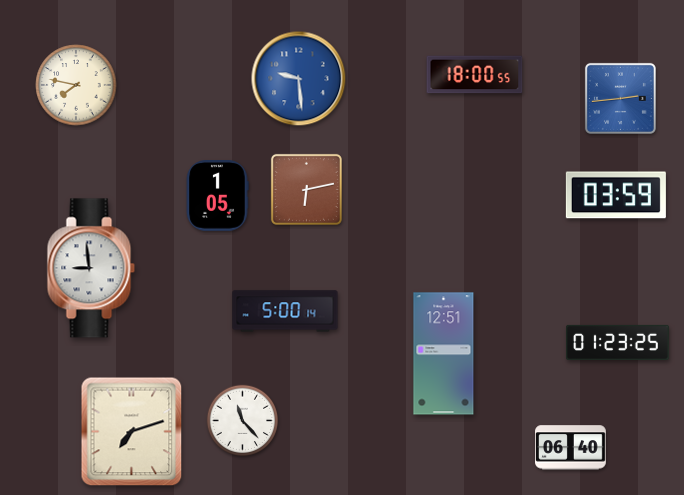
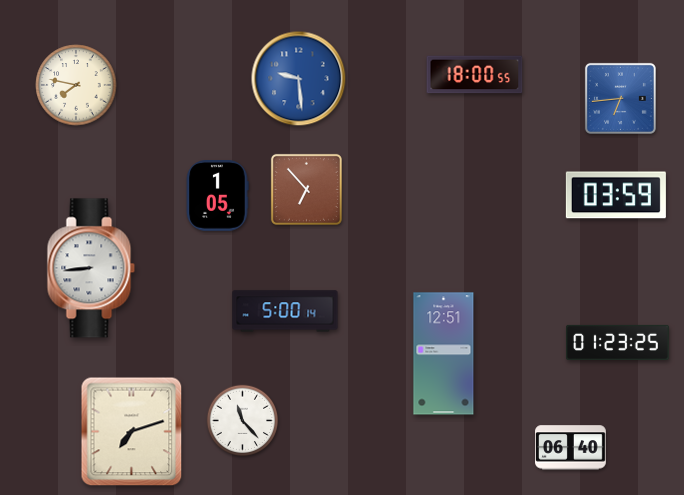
clock at (620, 98): 2:44 -> 6:44
clock at (306, 189): 6:13 -> 6:53
clock at (91, 268): 8:59 -> 8:44
